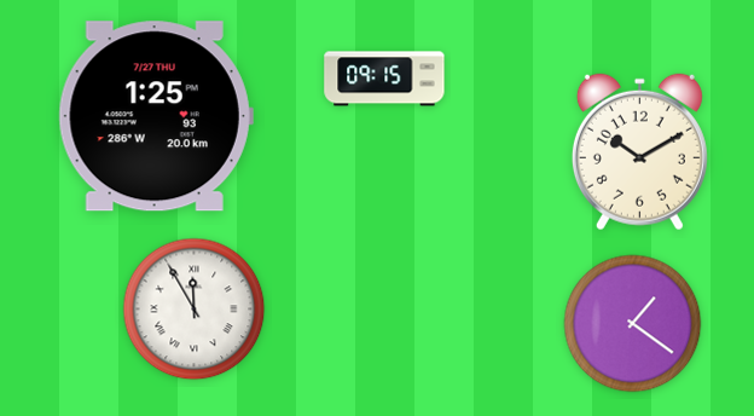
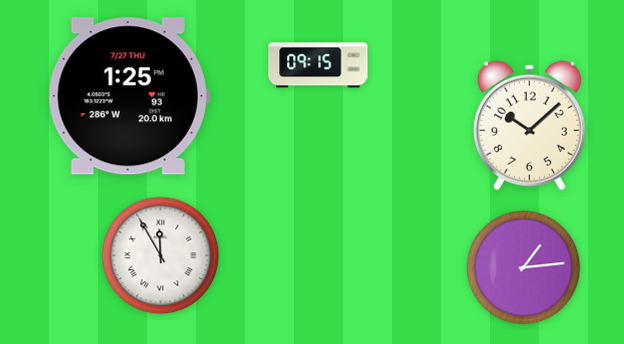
clock at (639, 152): 10:10 -> 10:08
clock at (633, 324): 1:21 -> 1:14
